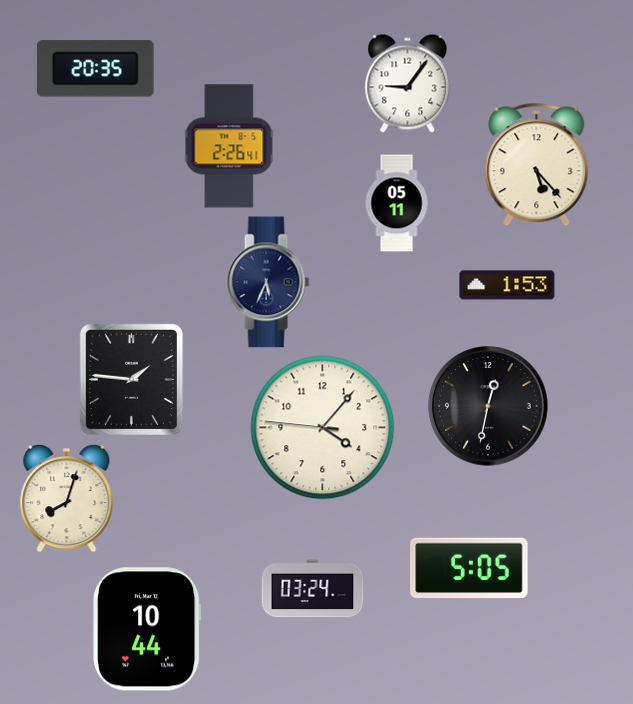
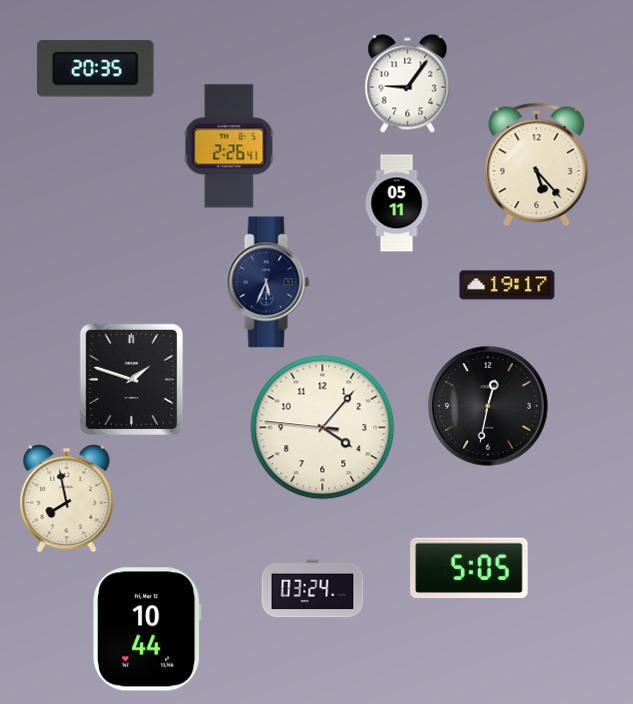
clock at (507, 285): 1:53 -> 19:17
clock at (131, 379): 1:46 -> 1:48
clock at (67, 498): 8:03 -> 7:58
